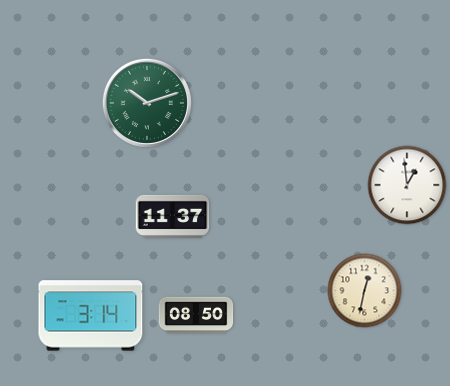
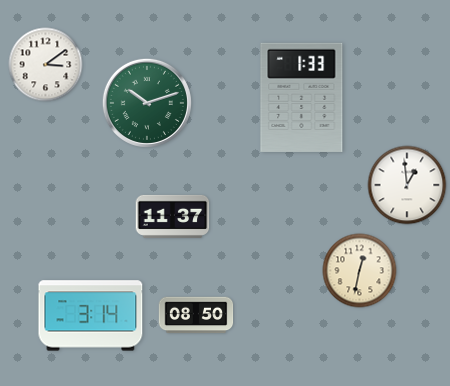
clock at (46, 65): none -> 3:09
clock at (302, 97): none -> 1:33
clock at (365, 291) position: (365, 291) -> (360, 271)
